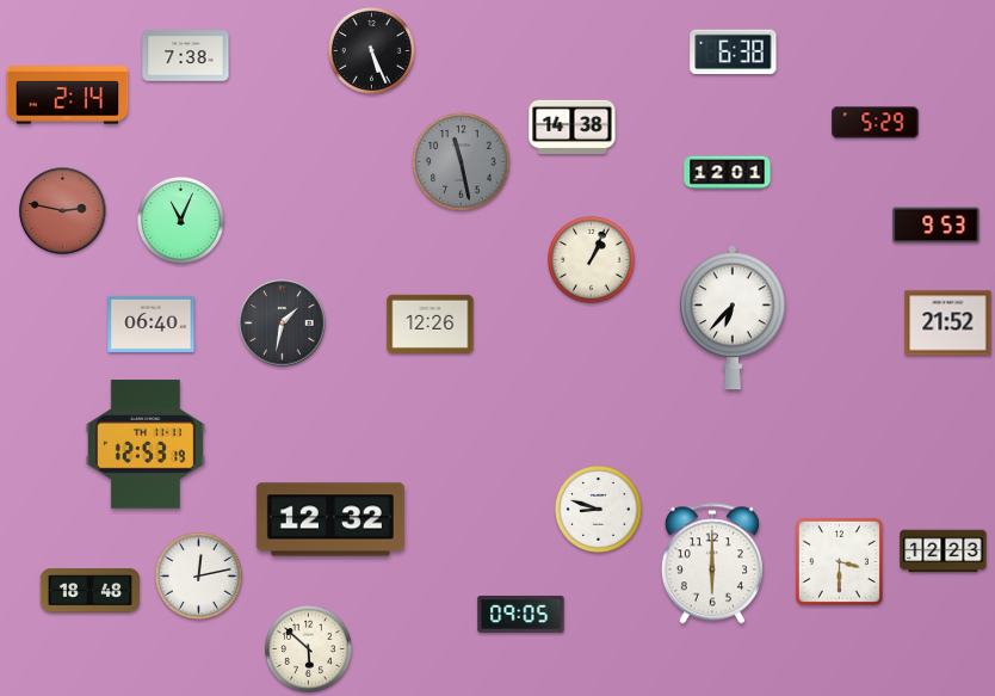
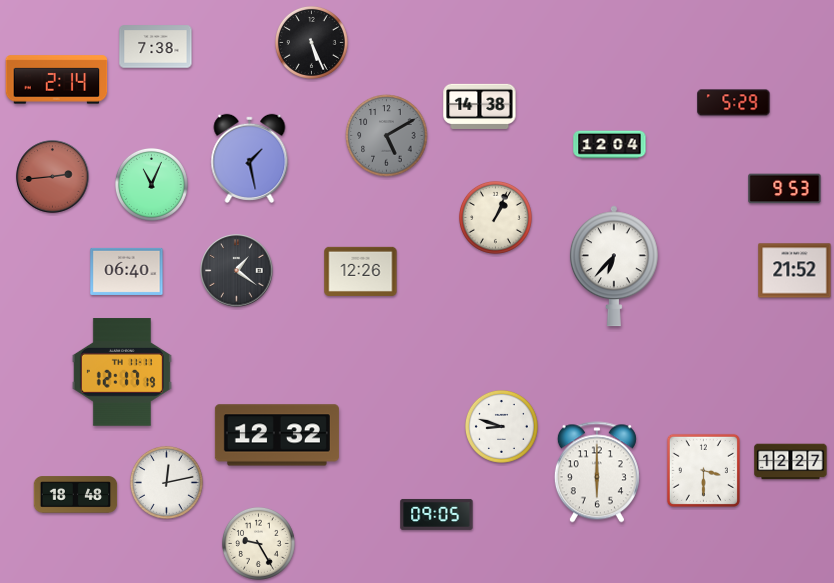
clock at (734, 53): 6:38 -> none
clock at (462, 162): 11:28 -> 5:10
clock at (728, 173): 12:01 -> 12:04
clock at (250, 158): none -> 1:28
clock at (63, 211): 2:47 -> 2:44
clock at (283, 324): 1:32 -> 1:21
clock at (146, 444): 12:53 -> 12:17
clock at (944, 552): 12:23 -> 12:27
clock at (308, 648): 5:52 -> 9:25
